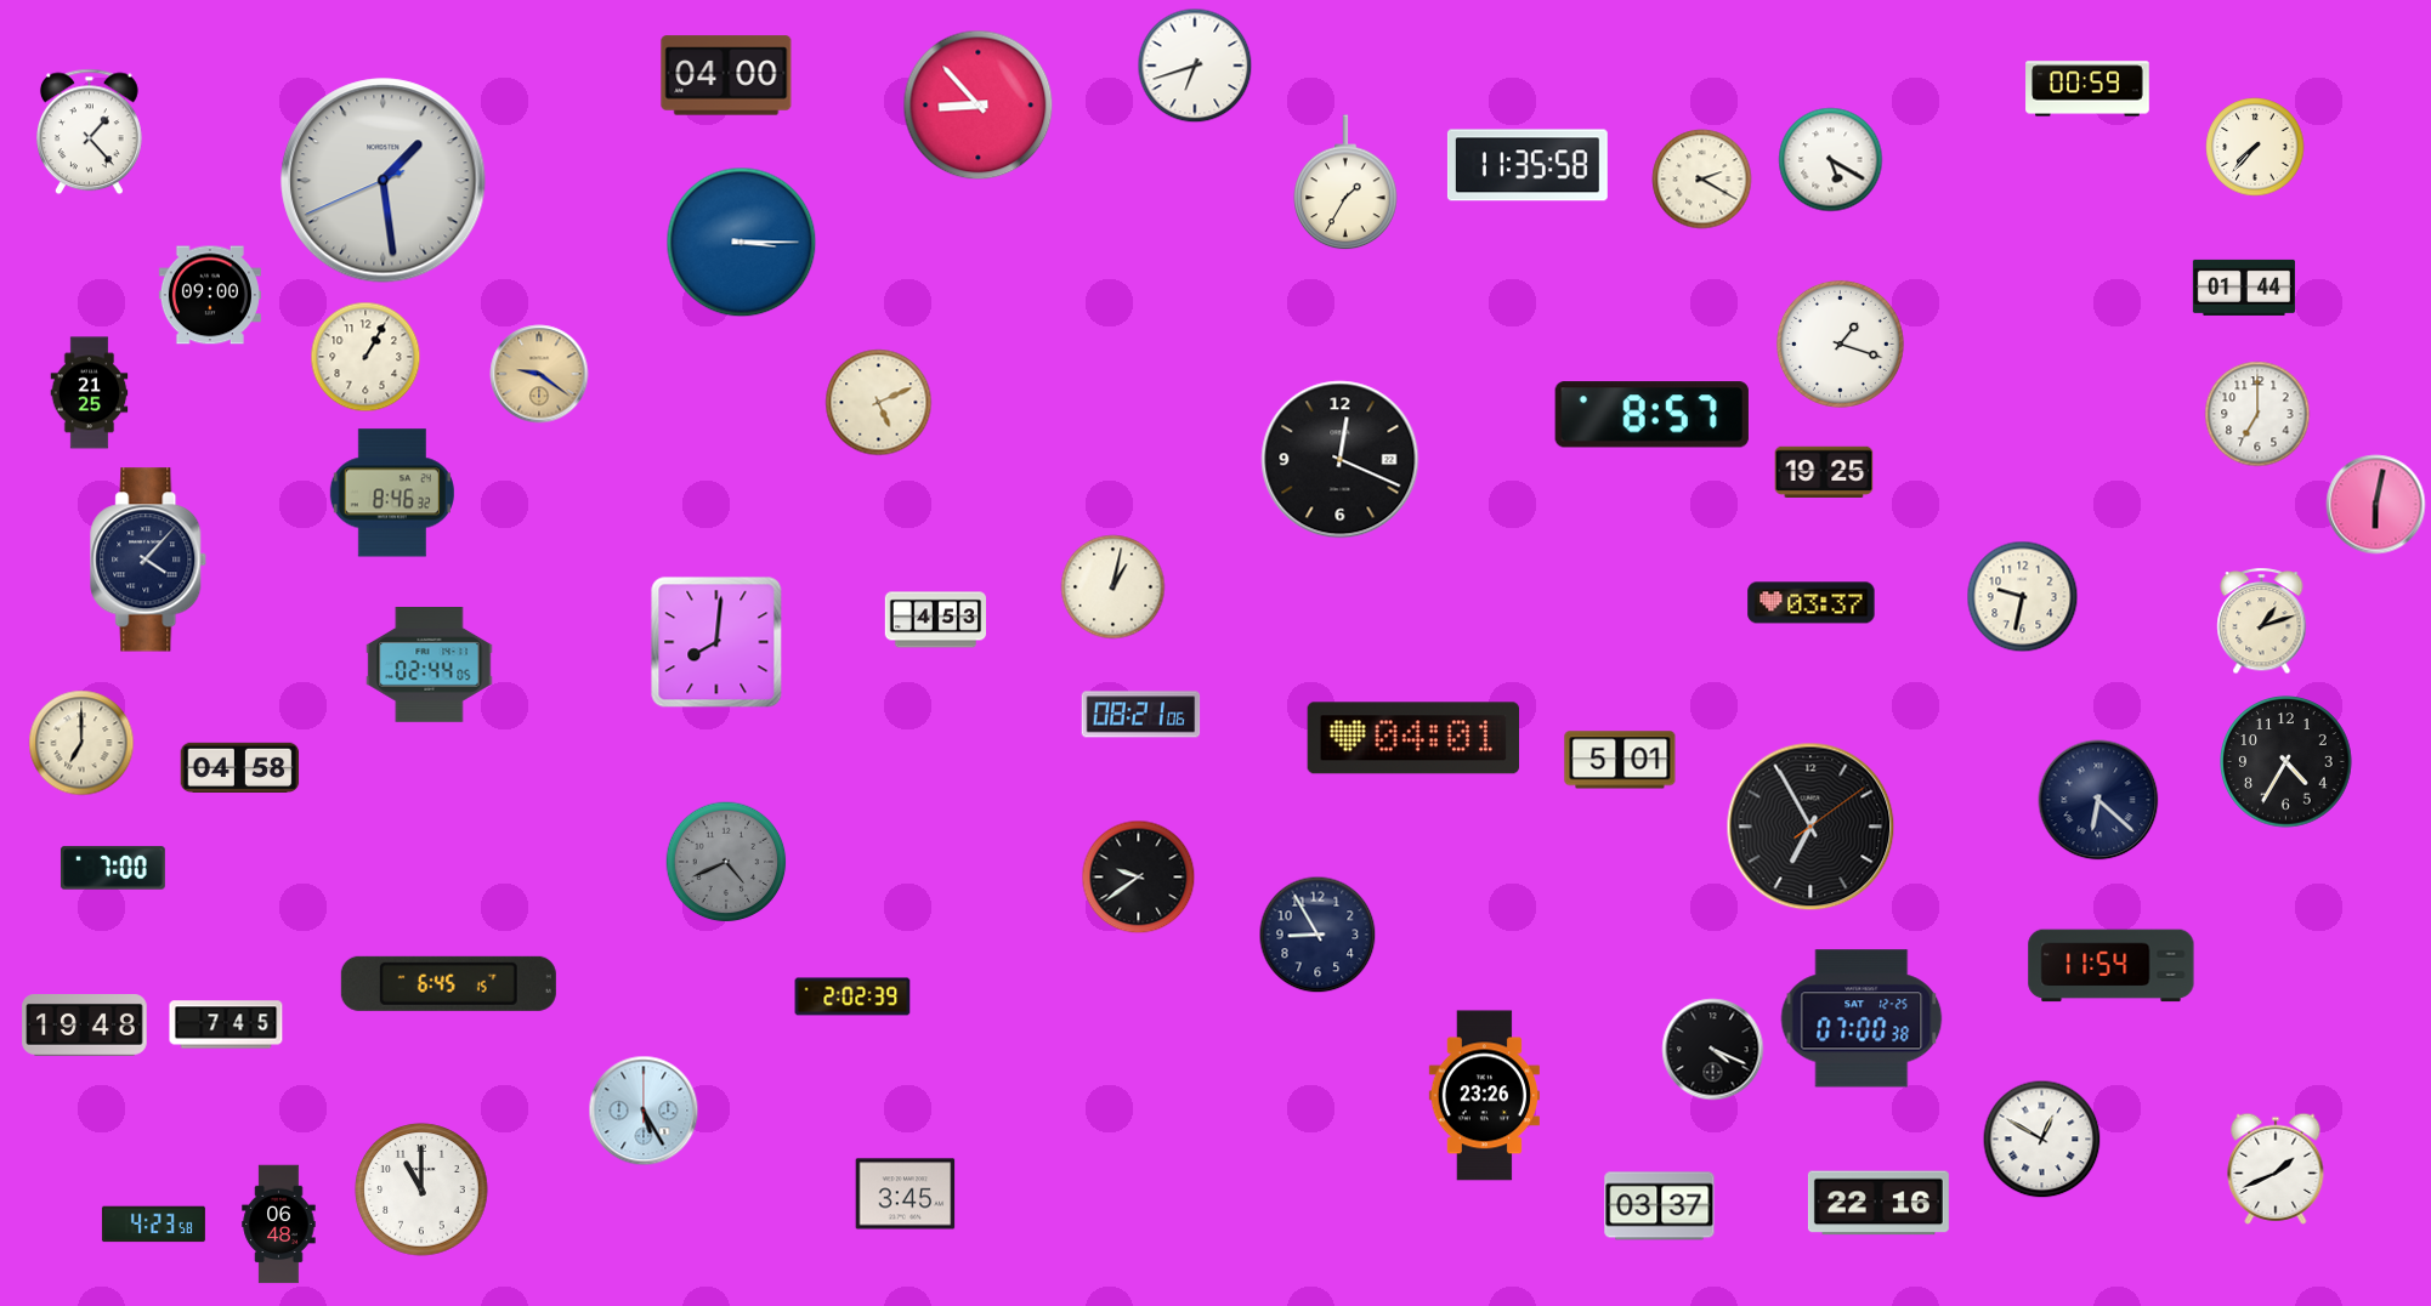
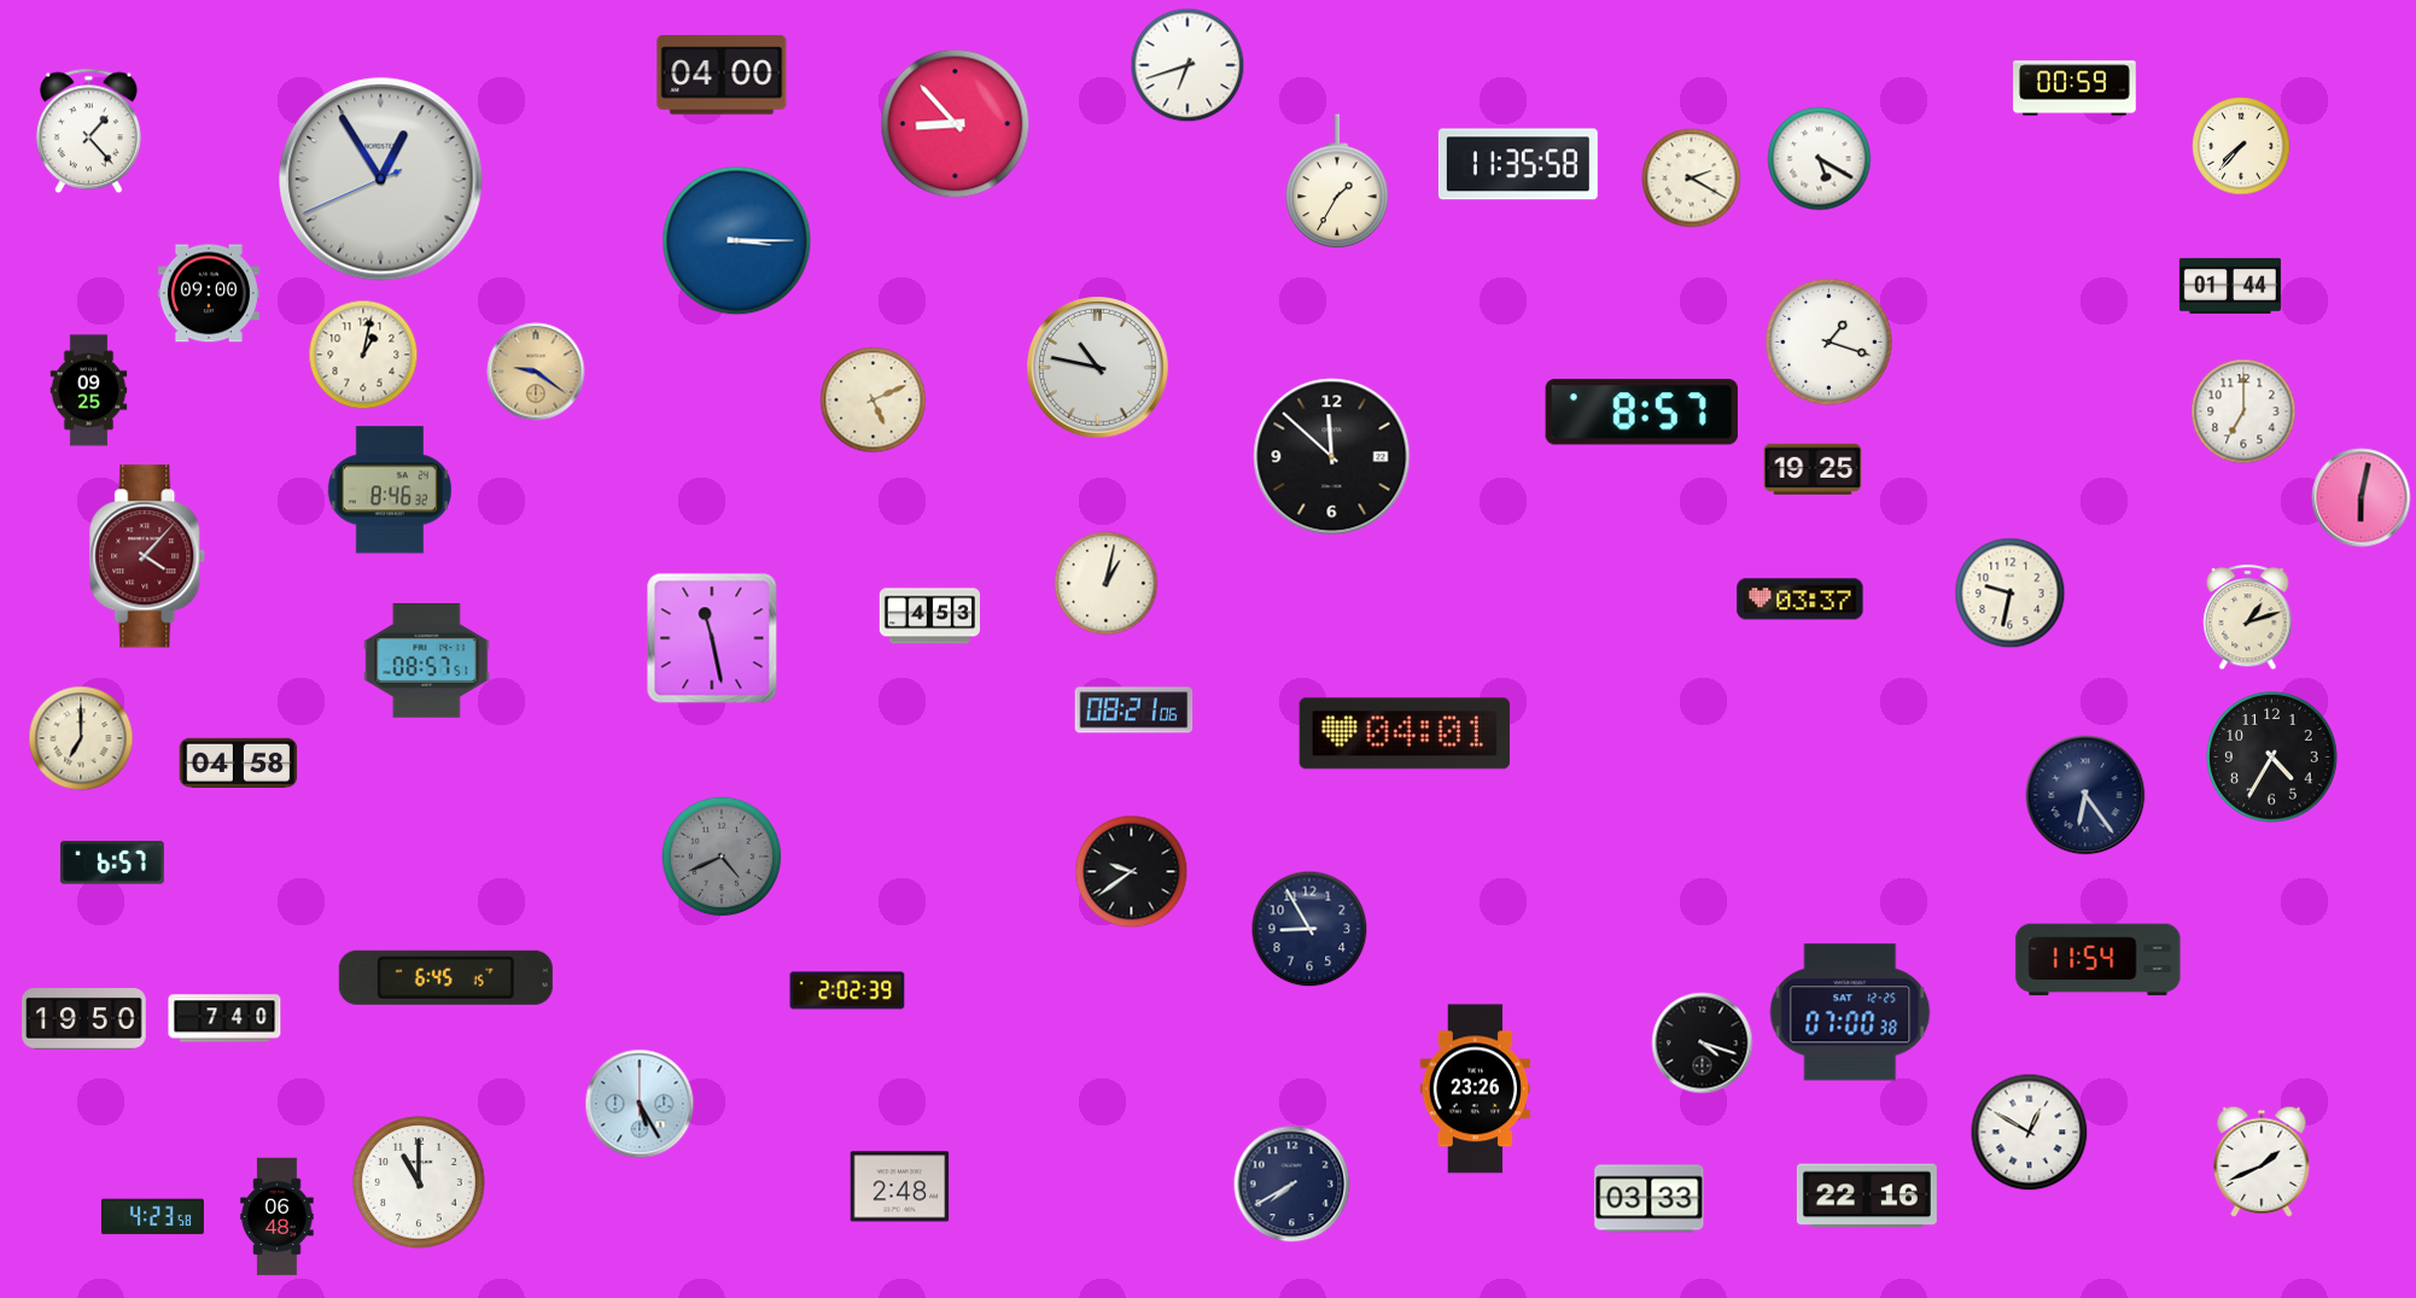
clock at (979, 106) position: (979, 106) -> (956, 124)
clock at (384, 181): 1:28 -> 12:54
clock at (365, 357): 1:05 -> 1:02
clock at (1098, 368): none -> 10:47
clock at (90, 393): 21:25 -> 09:25
clock at (1341, 460): 12:19 -> 11:52
clock at (2376, 505) position: (2376, 505) -> (2362, 498)
clock at (149, 560) dial: navy -> burgundy
clock at (716, 642): 8:01 -> 11:28
clock at (430, 665): 02:44 -> 08:57
clock at (1620, 760): 5:01 -> none
clock at (2098, 800): 6:22 -> 6:24
clock at (1810, 827): 6:55 -> none
clock at (113, 868): 7:00 -> 6:57
clock at (226, 1024): 7:45 -> 7:40
clock at (85, 1026): 19:48 -> 19:50
clock at (1713, 1050): 4:19 -> 4:18
clock at (1292, 1185): none -> 7:40
clock at (906, 1194): 3:45 -> 2:48
clock at (1660, 1206): 03:37 -> 03:33
